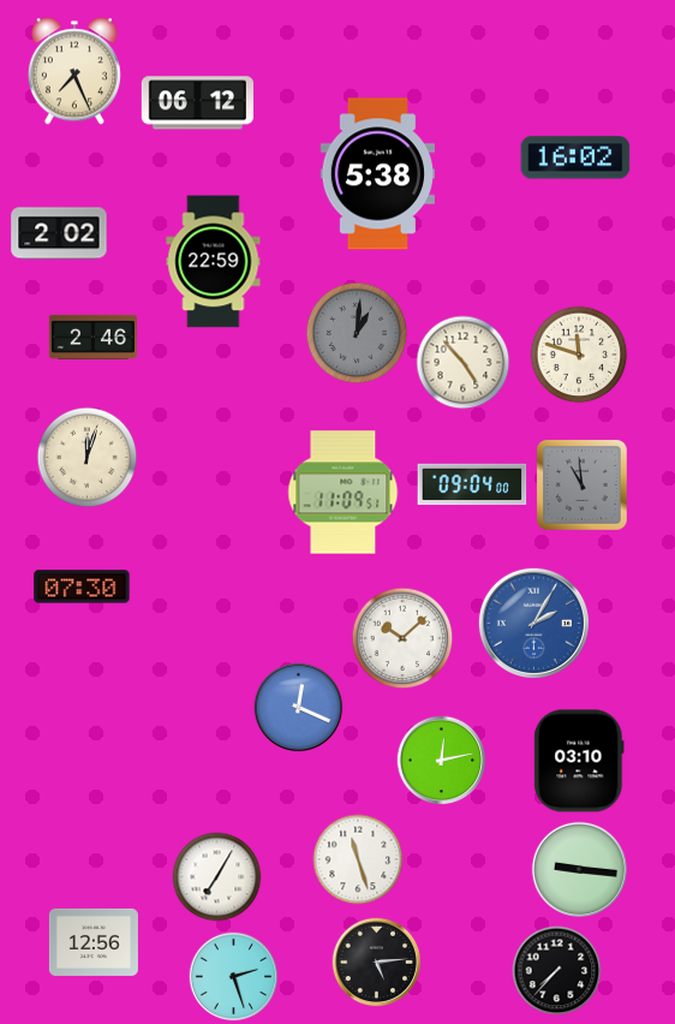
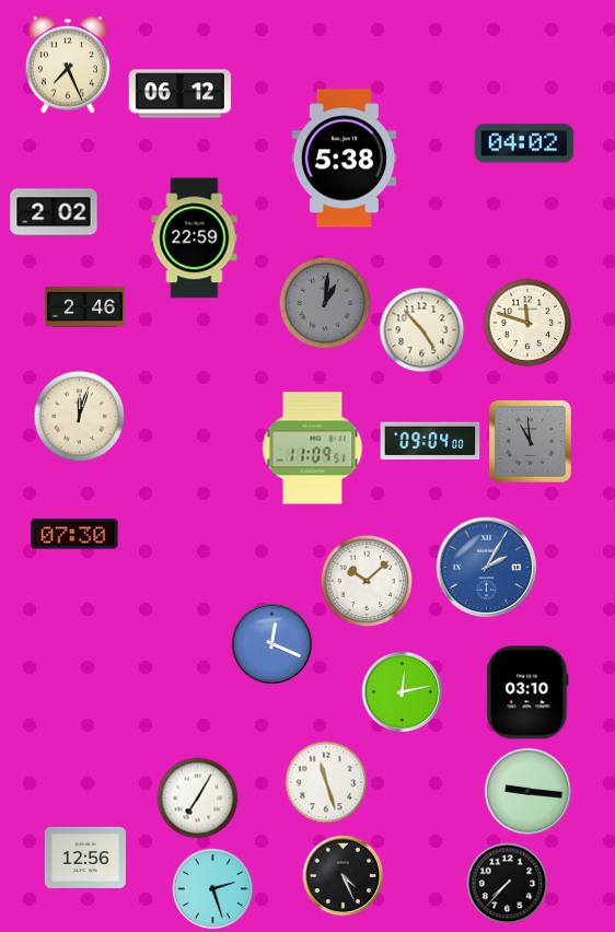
clock at (575, 157): 16:02 -> 04:02
clock at (377, 963): 5:14 -> 4:26
